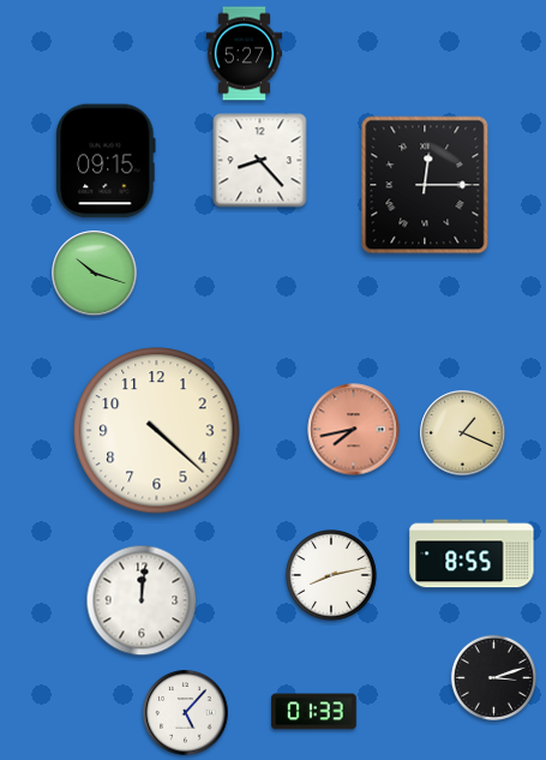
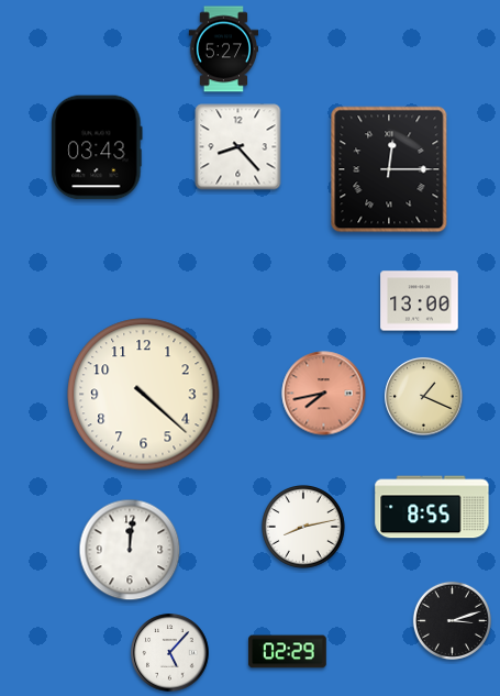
clock at (106, 161): 09:15 -> 03:43
clock at (95, 274): 10:18 -> none
clock at (420, 301): none -> 13:00
clock at (314, 712): 01:33 -> 02:29
